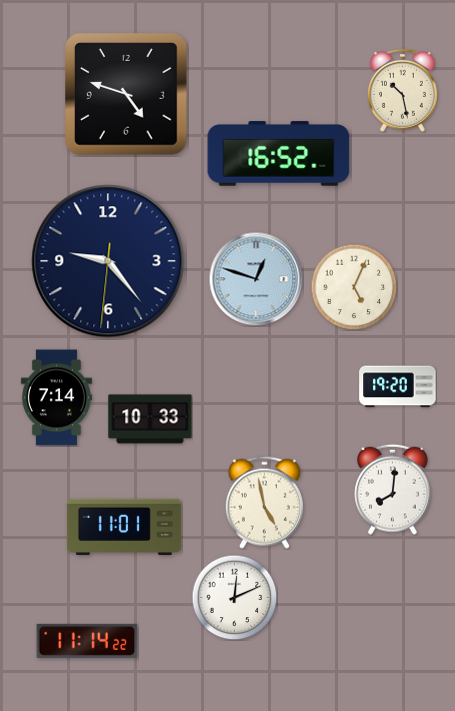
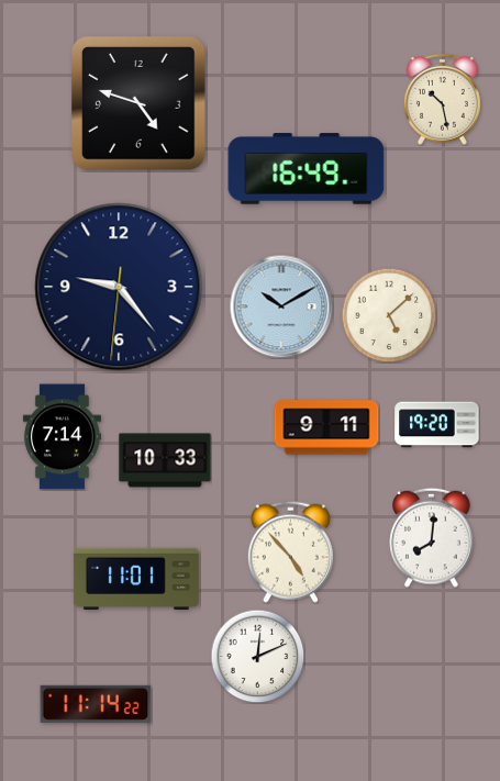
clock at (279, 154): 16:52 -> 16:49
clock at (256, 279): 12:48 -> 10:10
clock at (354, 287): 5:04 -> 5:08
clock at (326, 427): none -> 9:11
clock at (264, 502): 4:58 -> 4:53
